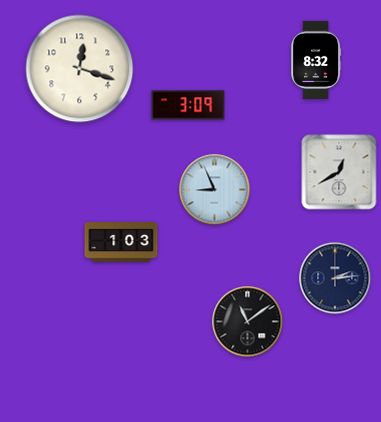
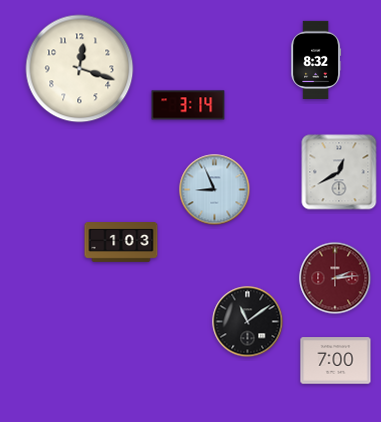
clock at (188, 105): 3:09 -> 3:14
clock at (335, 278) dial: navy -> burgundy
clock at (336, 361): none -> 7:00
